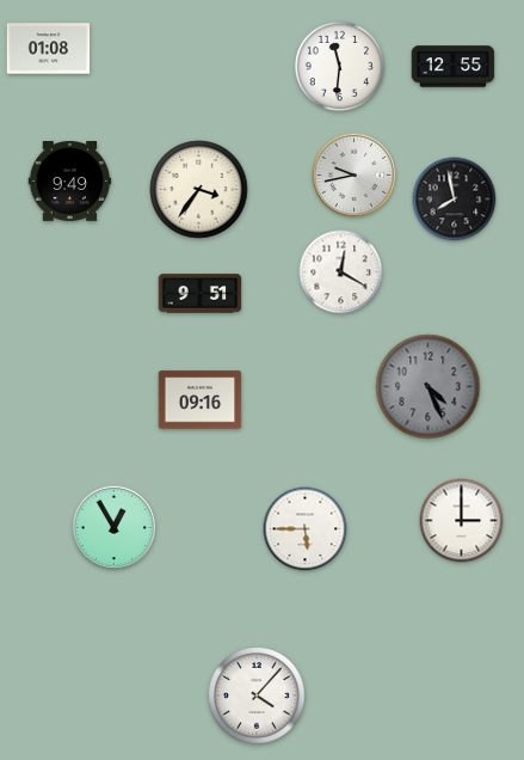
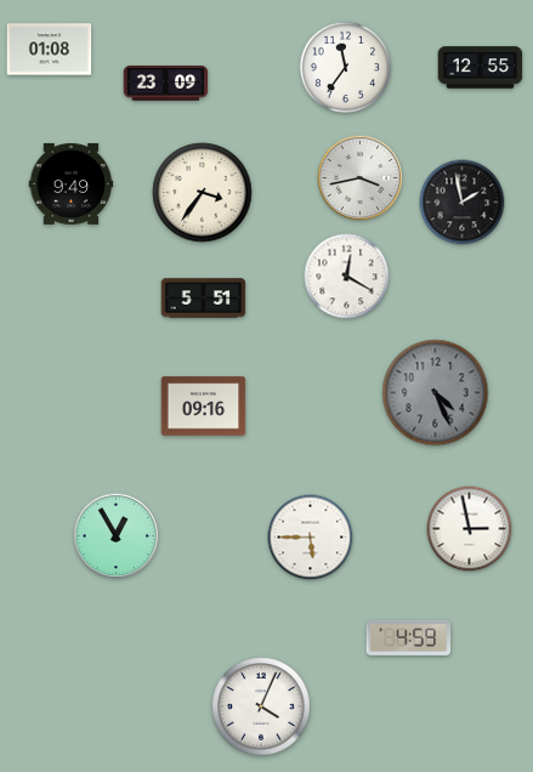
clock at (339, 66): 11:31 -> 11:36
clock at (454, 67) position: (454, 67) -> (481, 68)
clock at (166, 84): none -> 23:09
clock at (355, 176): 9:43 -> 3:43
clock at (455, 200): 7:58 -> 1:58
clock at (201, 294): 9:51 -> 5:51
clock at (462, 521): 3:00 -> 2:58
clock at (409, 637): none -> 4:59
clock at (257, 695): 4:07 -> 4:04
